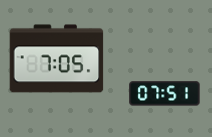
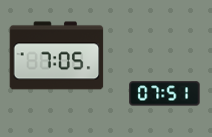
clock at (57, 59) position: (57, 59) -> (57, 56)
